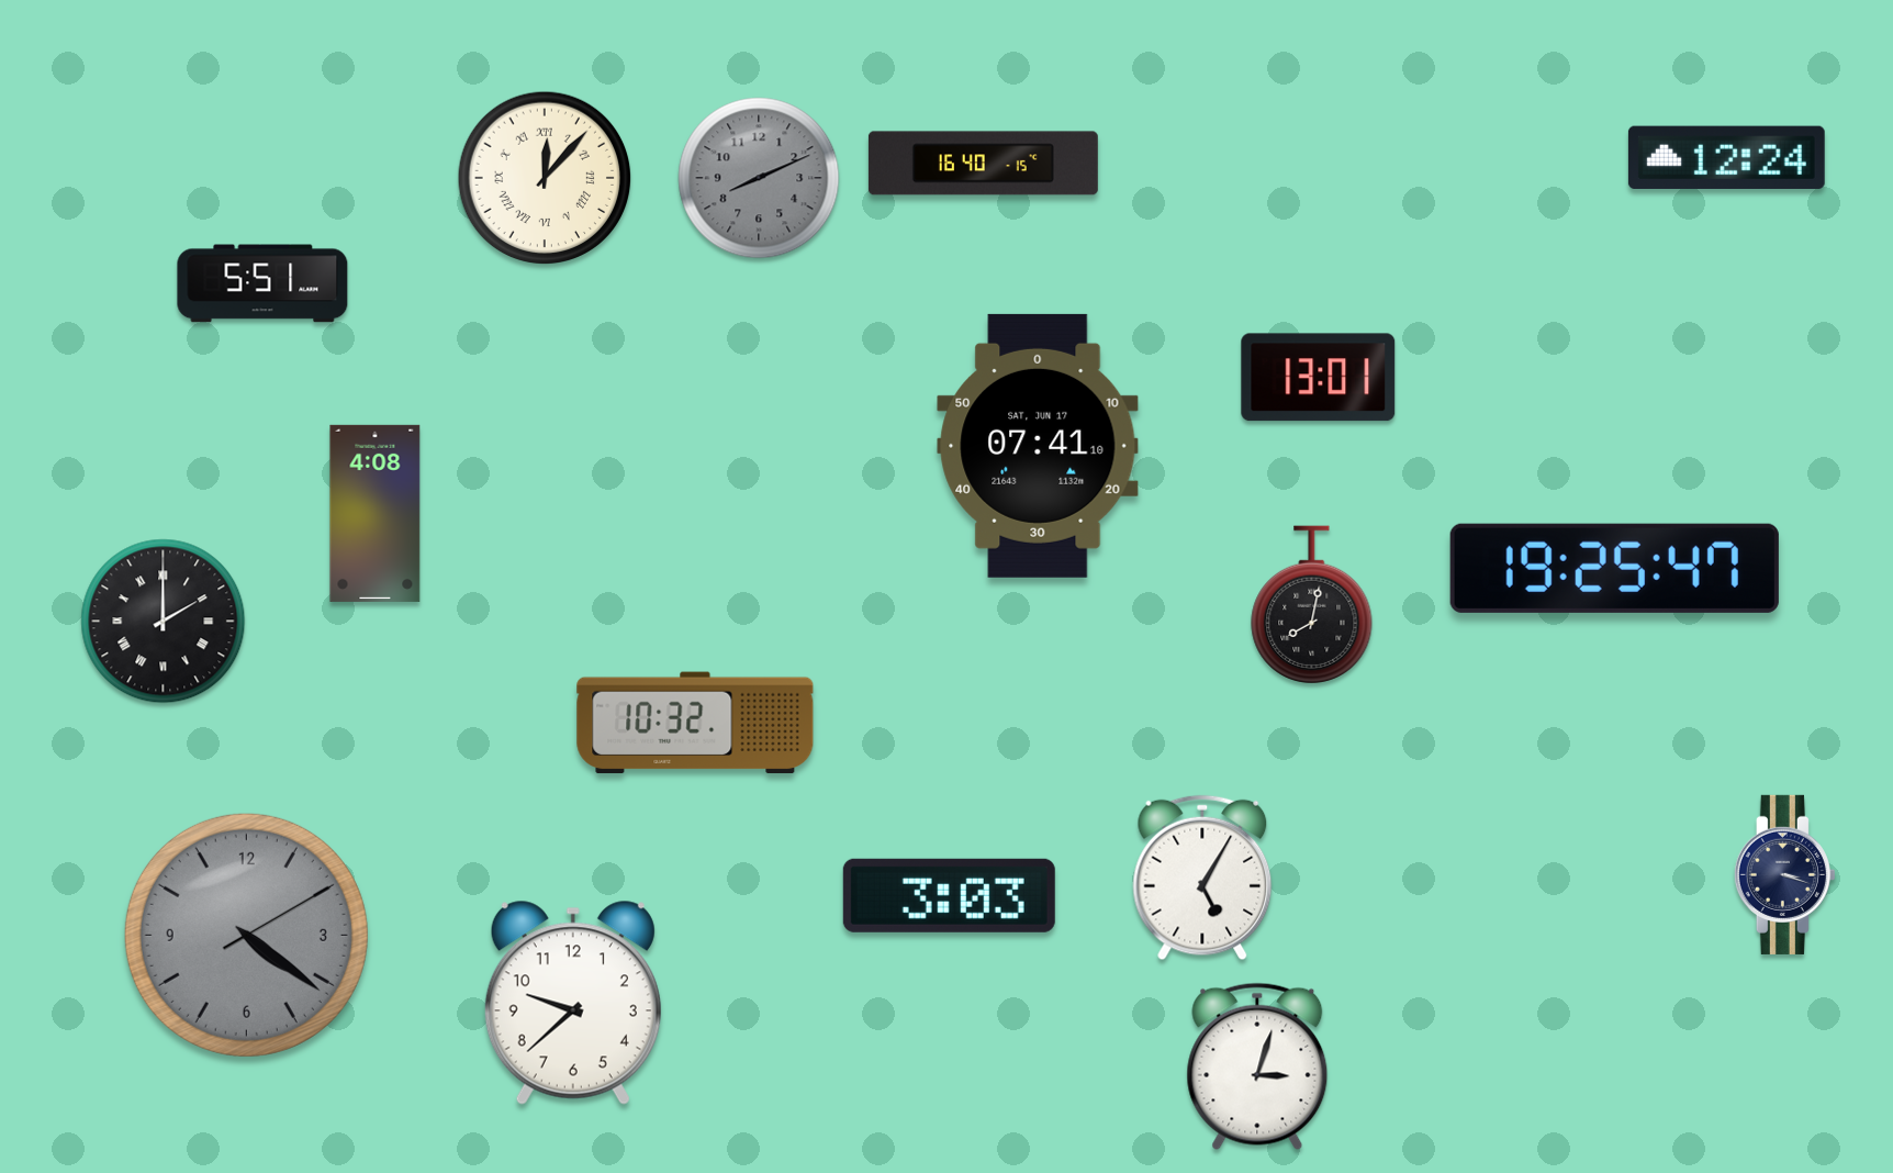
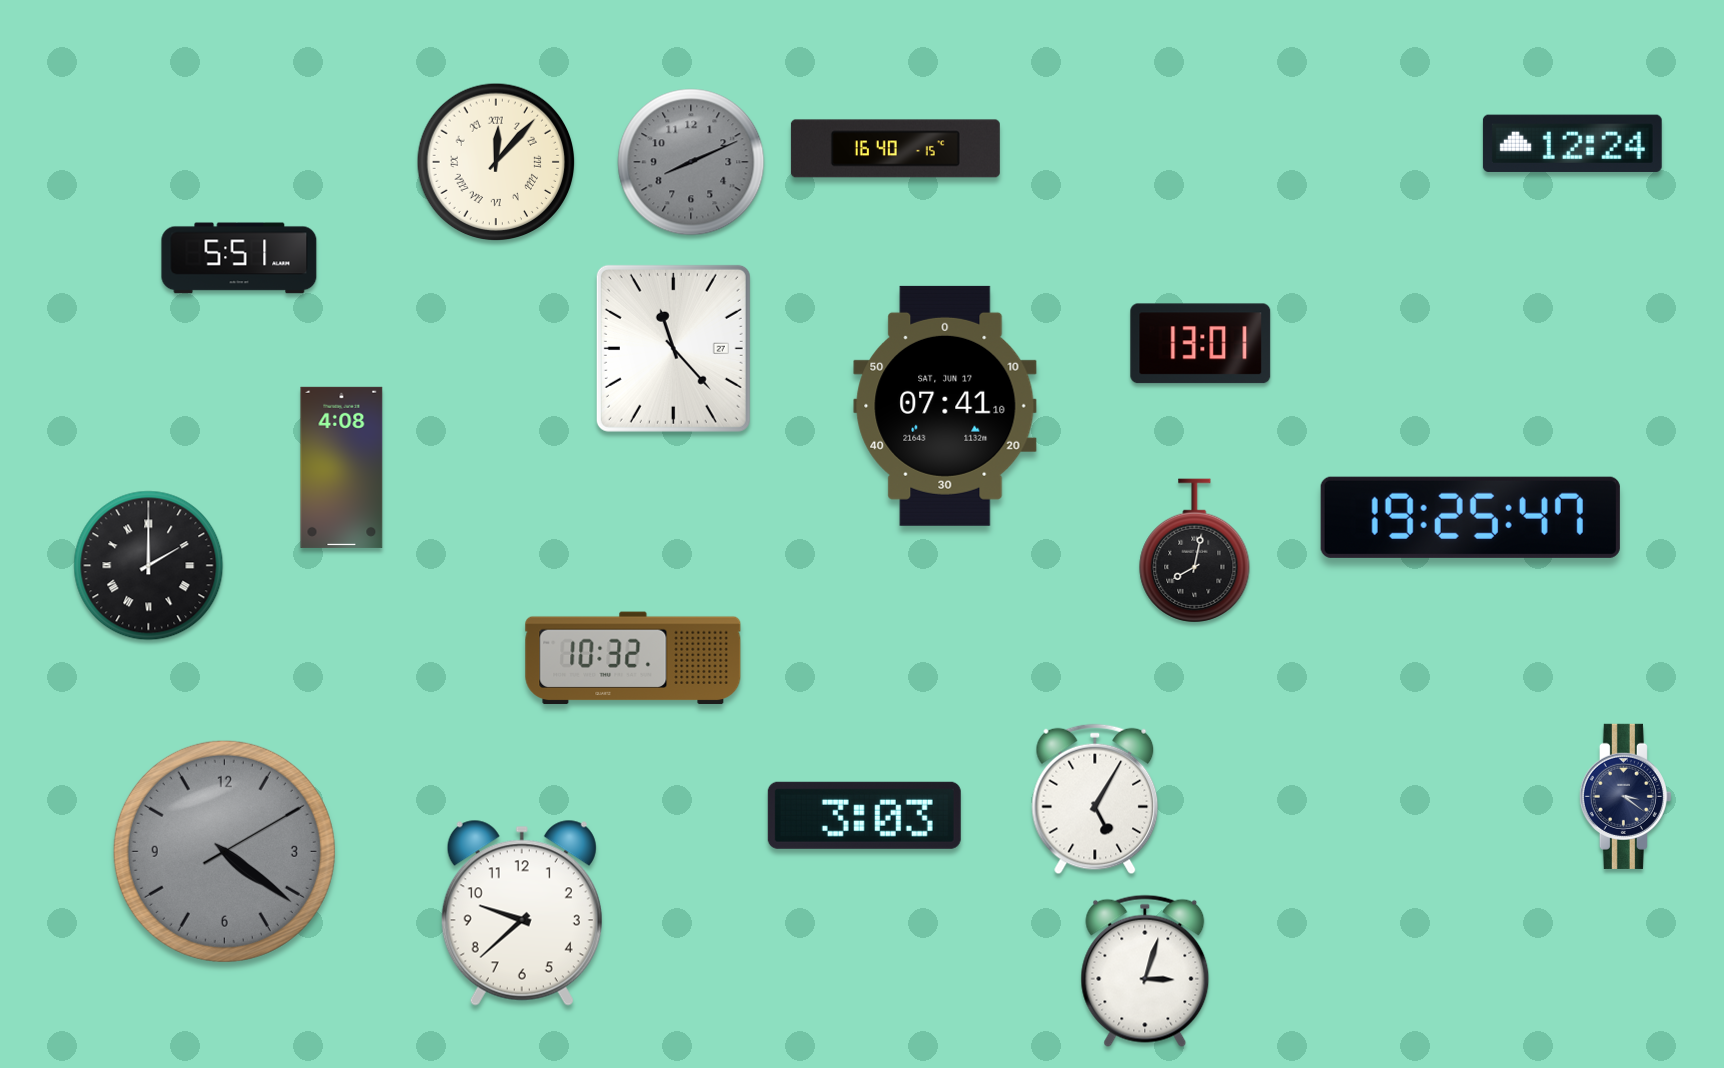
clock at (673, 348): none -> 11:23
clock at (1784, 874): 3:18 -> 3:21
